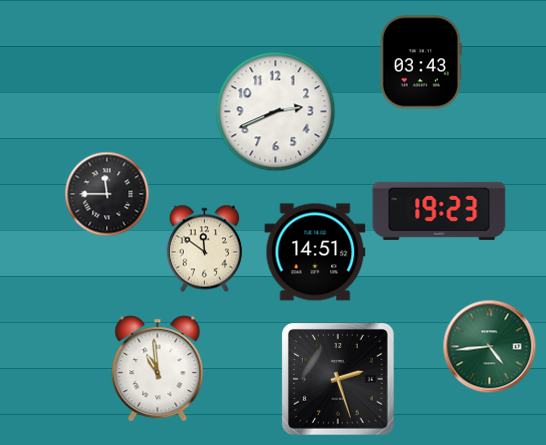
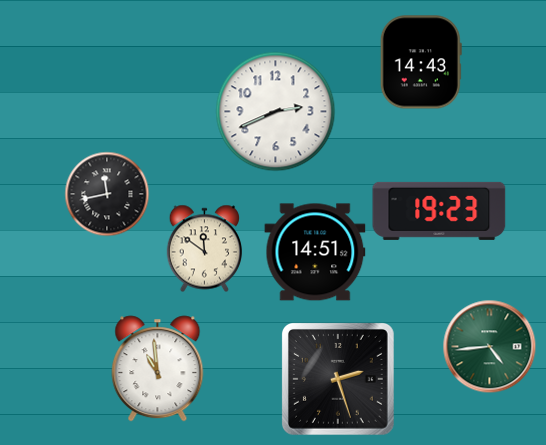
clock at (421, 62): 03:43 -> 14:43
clock at (107, 194): 11:45 -> 11:43
